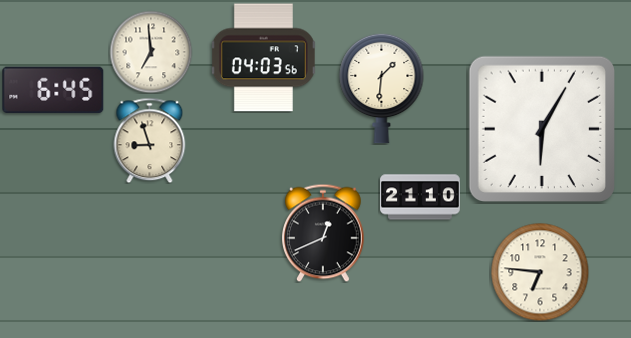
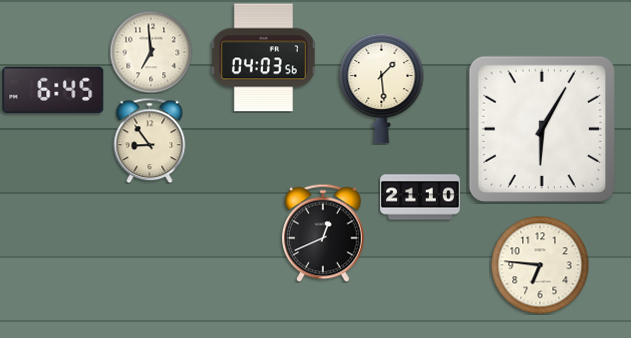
clock at (382, 88): 1:31 -> 1:29
clock at (150, 140): 8:57 -> 8:54
clock at (540, 272) position: (540, 272) -> (540, 265)
